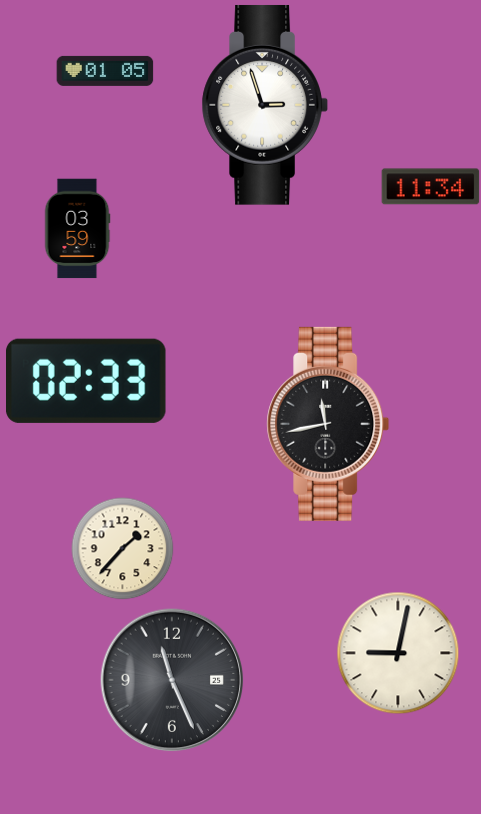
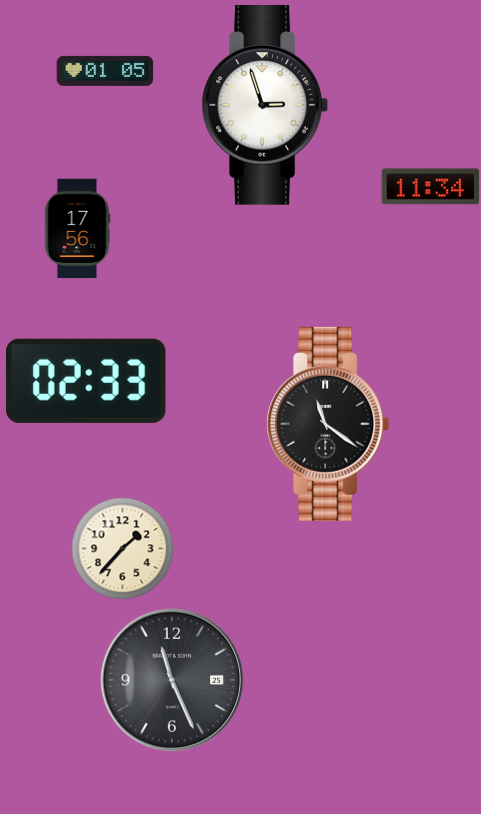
clock at (77, 229): 03:59 -> 17:56
clock at (328, 424): 11:43 -> 11:21
clock at (398, 653): 9:02 -> none
